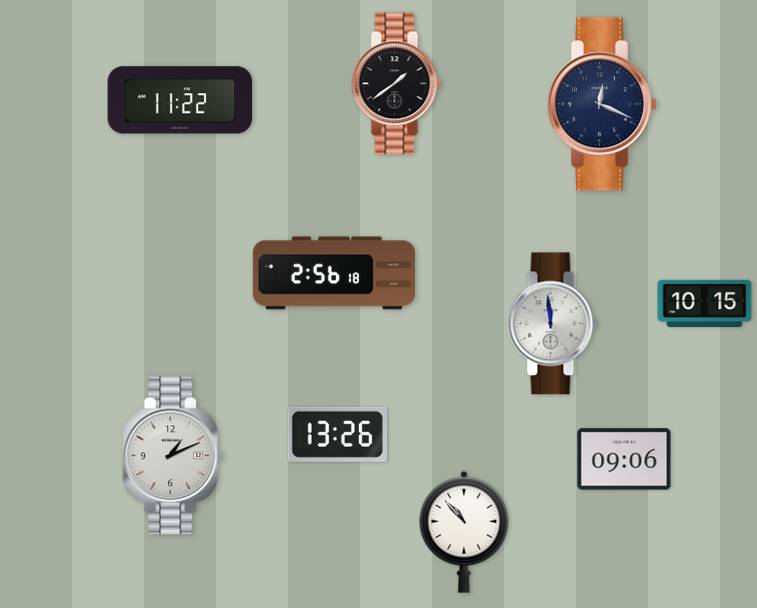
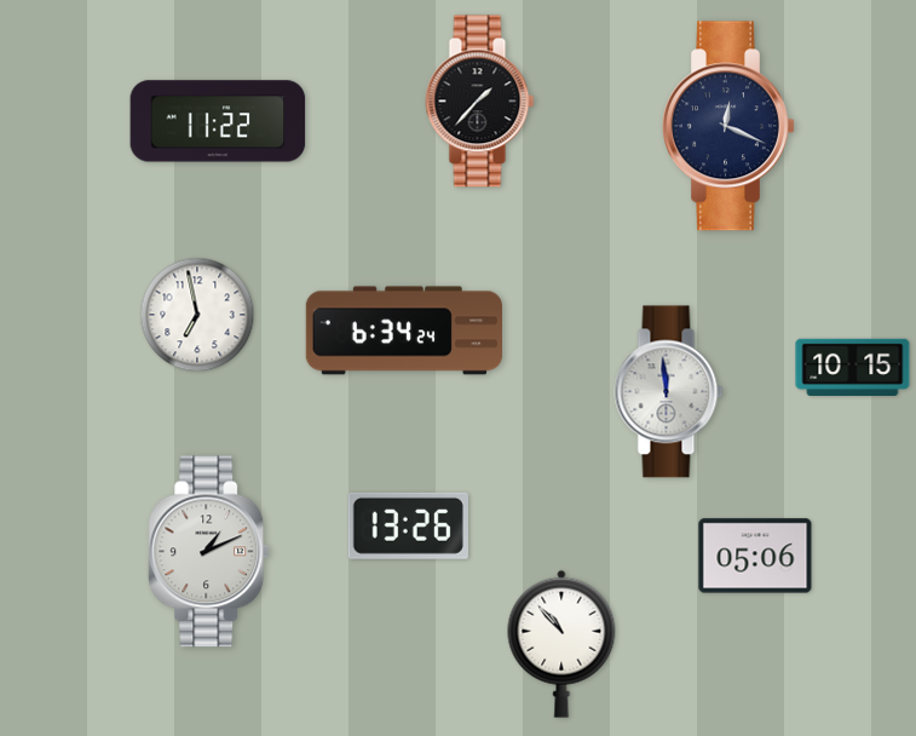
clock at (397, 84): 1:39 -> 1:37
clock at (197, 315): none -> 6:58
clock at (333, 273): 2:56 -> 6:34
clock at (624, 459): 09:06 -> 05:06
